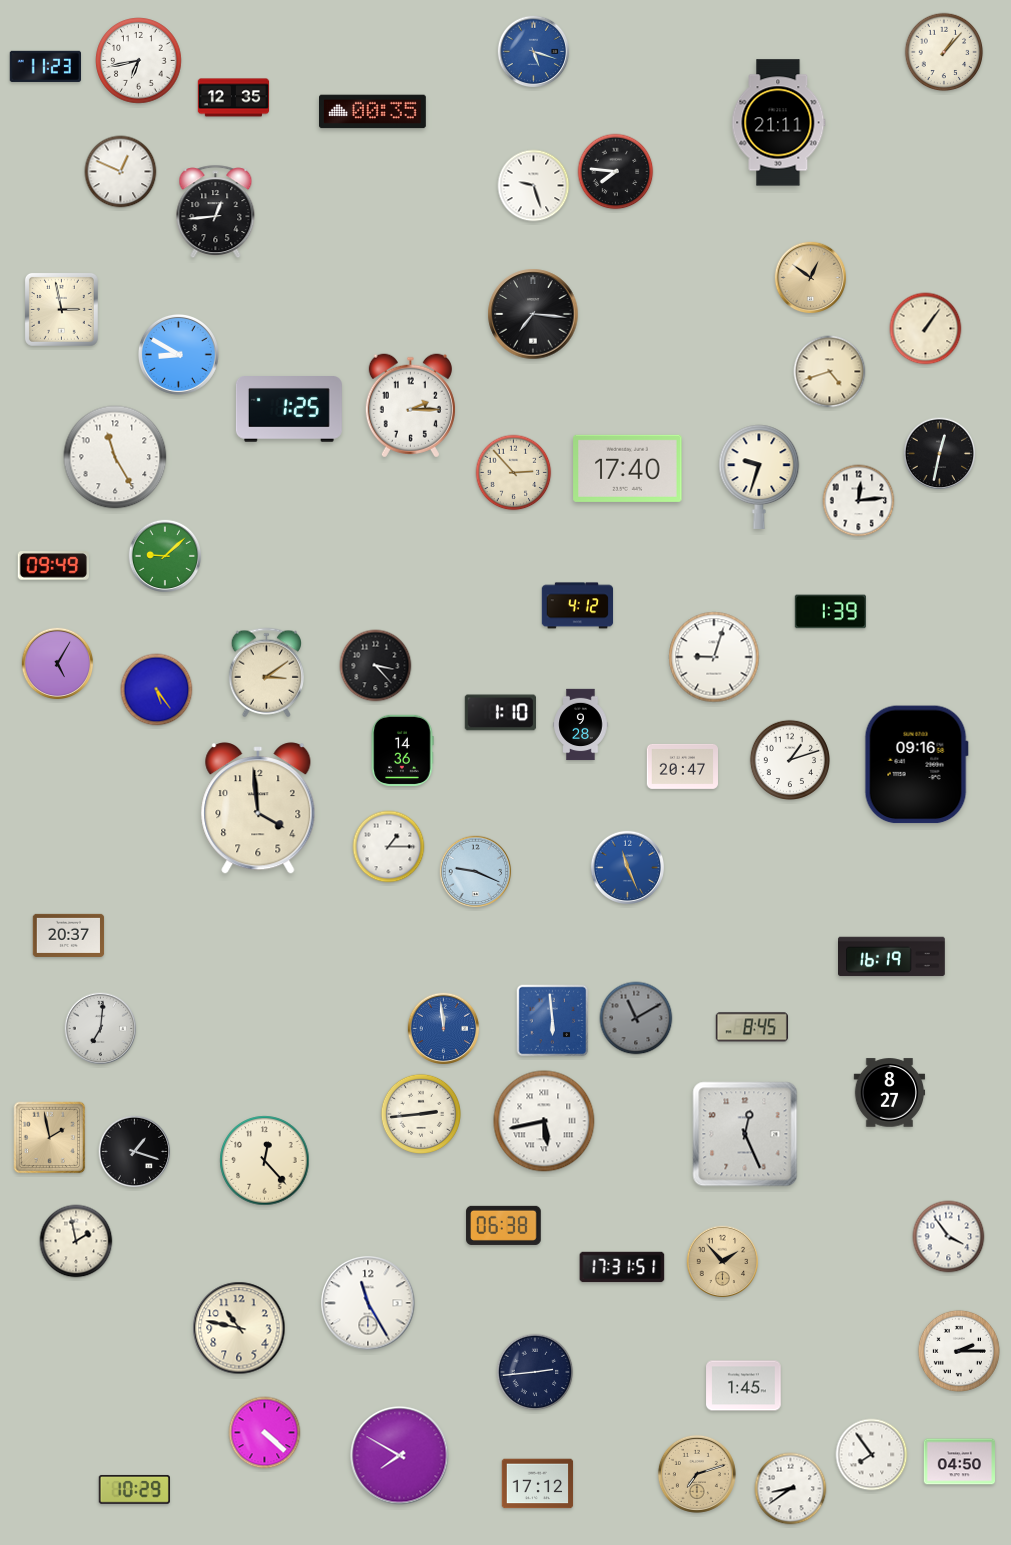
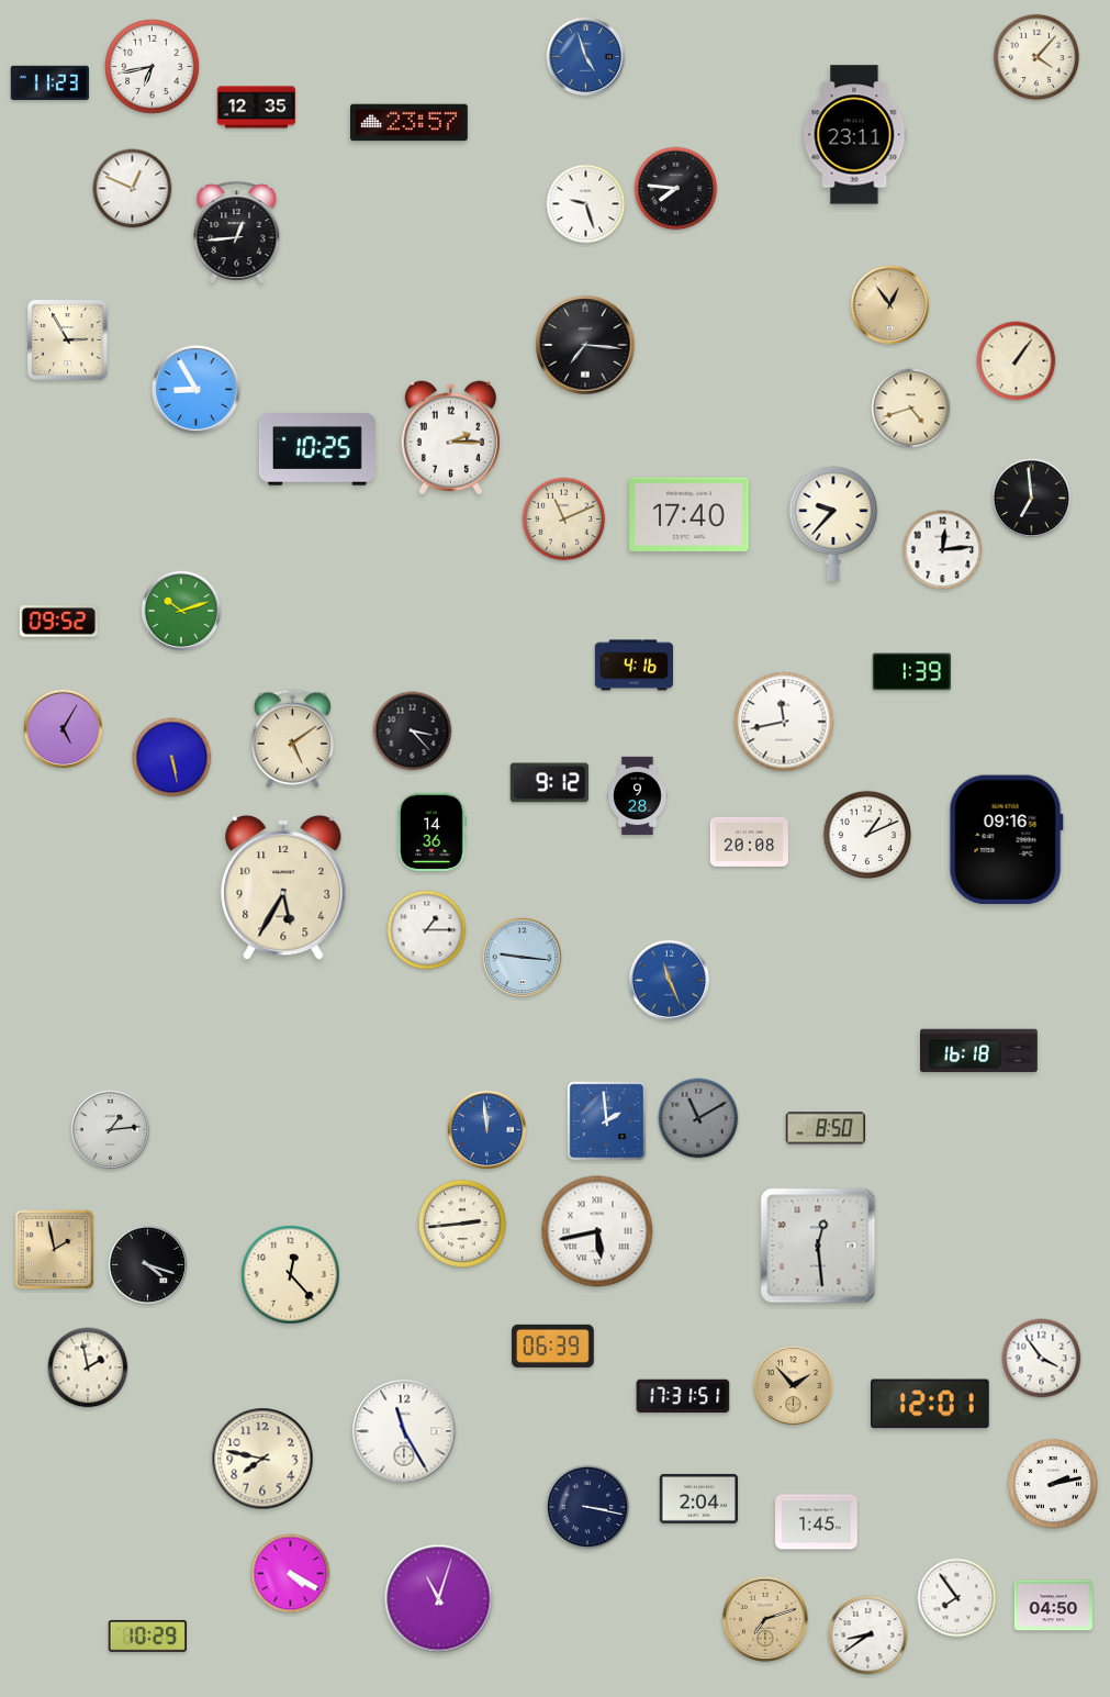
clock at (534, 52): 5:18 -> 4:57
clock at (944, 52): 1:07 -> 4:07
clock at (45, 66) position: (45, 66) -> (49, 82)
clock at (373, 112): 00:35 -> 23:57
clock at (779, 123): 21:11 -> 23:11
clock at (811, 278): 12:51 -> 12:54
clock at (61, 309): 2:58 -> 2:55
clock at (178, 354): 8:50 -> 8:55
clock at (410, 406) position: (410, 406) -> (450, 438)
clock at (289, 410): 1:25 -> 10:25
clock at (940, 454): 12:32 -> 6:59
clock at (115, 457): 11:25 -> none
clock at (514, 473): 2:53 -> 11:11
clock at (759, 477): 9:33 -> 9:37
clock at (165, 556): 9:08 -> 10:12
clock at (53, 566): 09:49 -> 09:52
clock at (578, 606): 4:12 -> 4:16
clock at (714, 657): 9:03 -> 11:43
clock at (266, 673): 3:09 -> 5:09
clock at (157, 690): 5:24 -> 5:28
clock at (500, 713): 1:10 -> 9:12
clock at (402, 750) position: (402, 750) -> (431, 831)
clock at (789, 759): 1:12 -> 1:11
clock at (683, 766): 20:47 -> 20:08
clock at (258, 808): 3:59 -> 5:35
clock at (627, 867) position: (627, 867) -> (669, 980)
clock at (476, 872): 9:19 -> 9:16
clock at (69, 935): 20:37 -> none
clock at (892, 957): 16:19 -> 16:18
clock at (553, 1021): 5:59 -> 1:59
clock at (752, 1027): 8:45 -> 8:50
clock at (101, 1029): 7:01 -> 1:14
clock at (890, 1093): 8:27 -> none
clock at (745, 1134): 12:26 -> 12:29
clock at (135, 1152): 1:18 -> 4:18
clock at (504, 1225): 06:38 -> 06:39
clock at (76, 1241) position: (76, 1241) -> (88, 1367)
clock at (622, 1267) position: (622, 1267) -> (683, 1396)
clock at (931, 1404): none -> 12:01
clock at (239, 1328): 10:47 -> 7:47
clock at (959, 1351): 2:15 -> 2:13
clock at (699, 1498): none -> 2:04
clock at (535, 1372): 2:44 -> 3:17
clock at (265, 1433): 4:22 -> 4:20
clock at (400, 1456): 7:50 -> 11:03
clock at (538, 1484): 17:12 -> none
